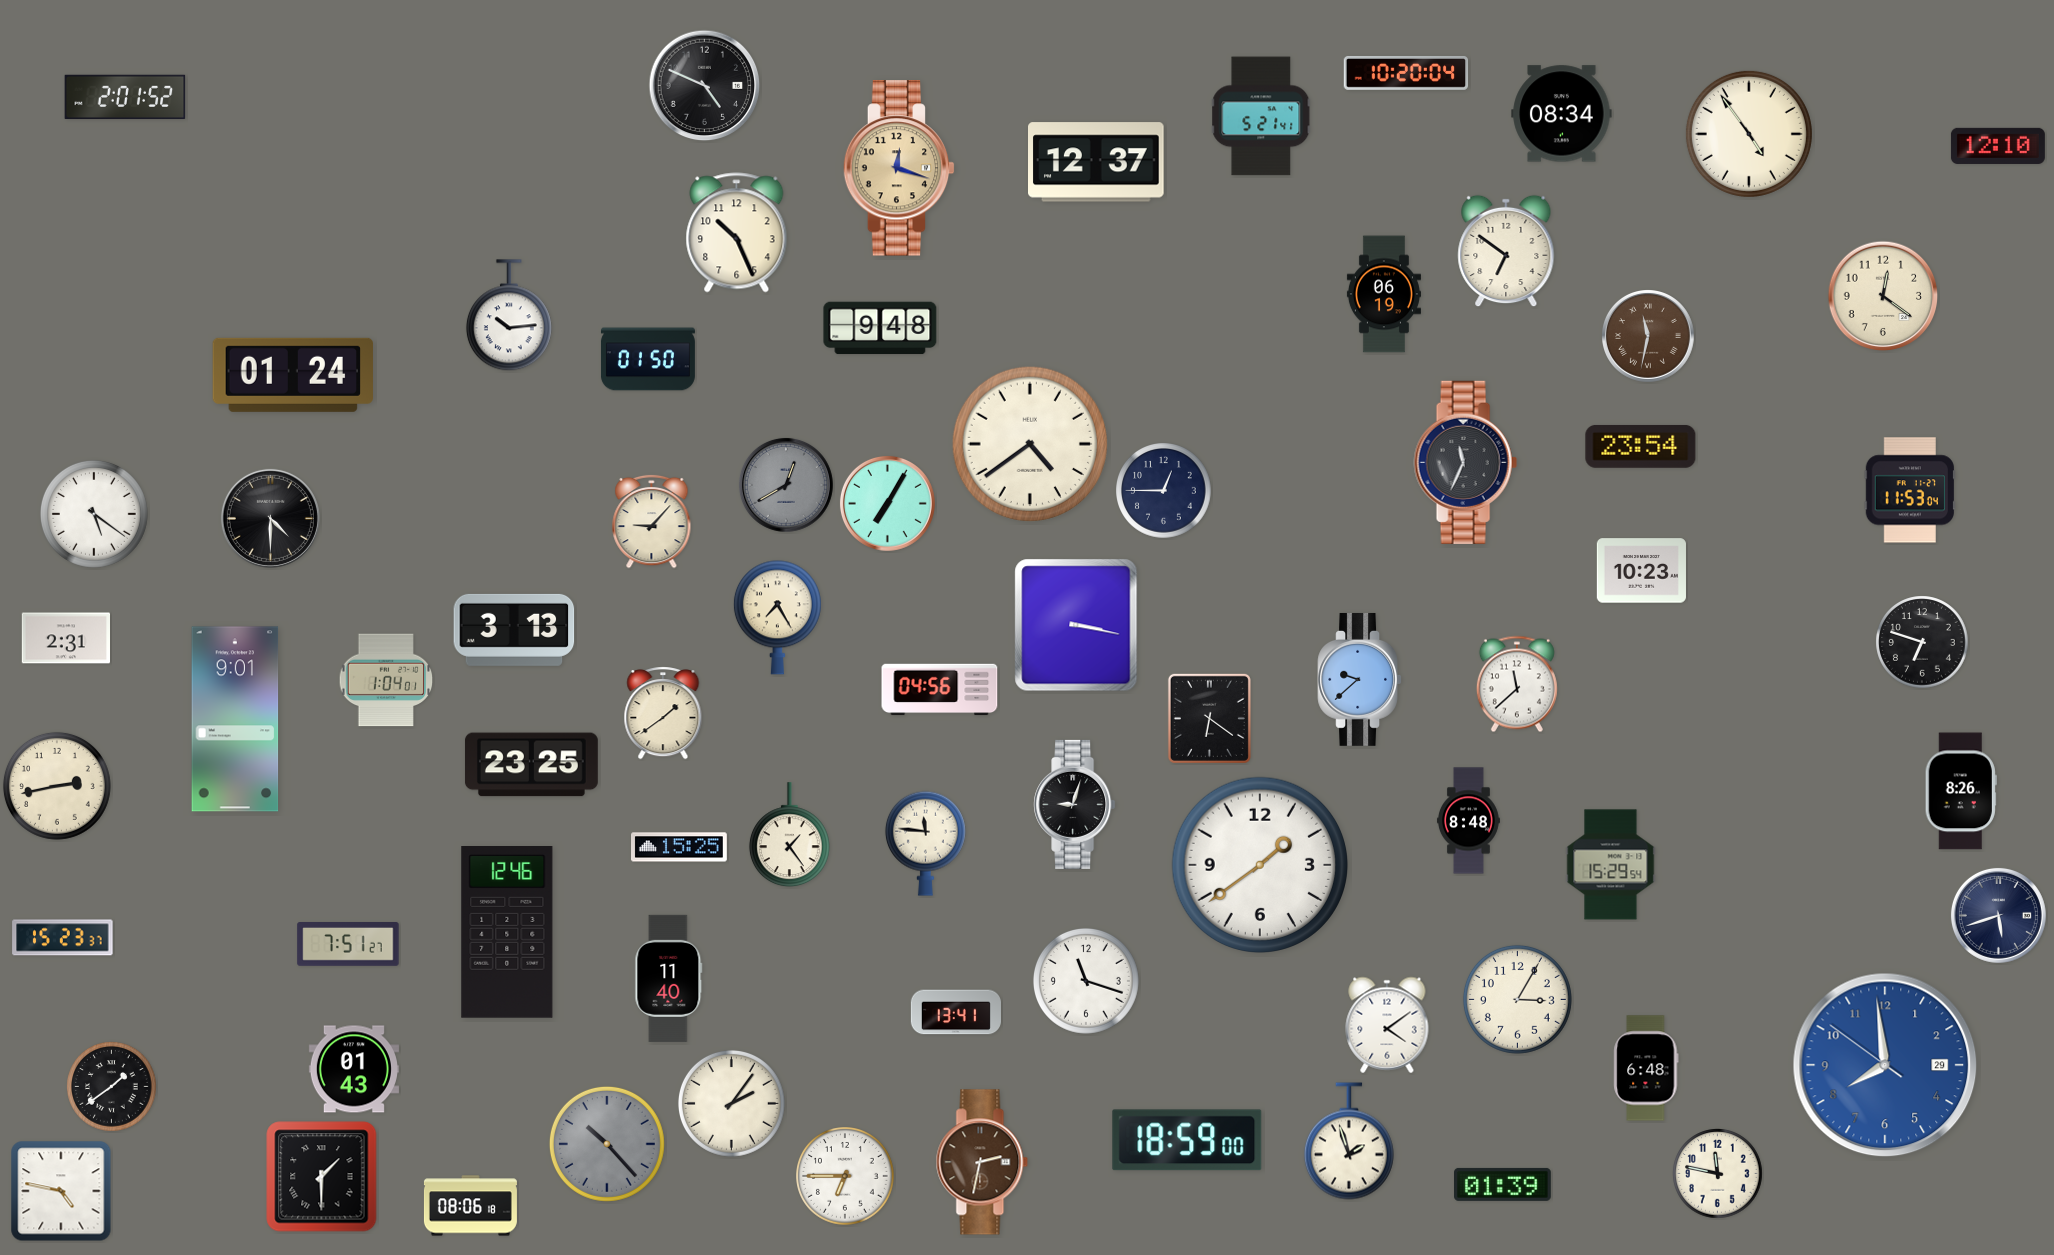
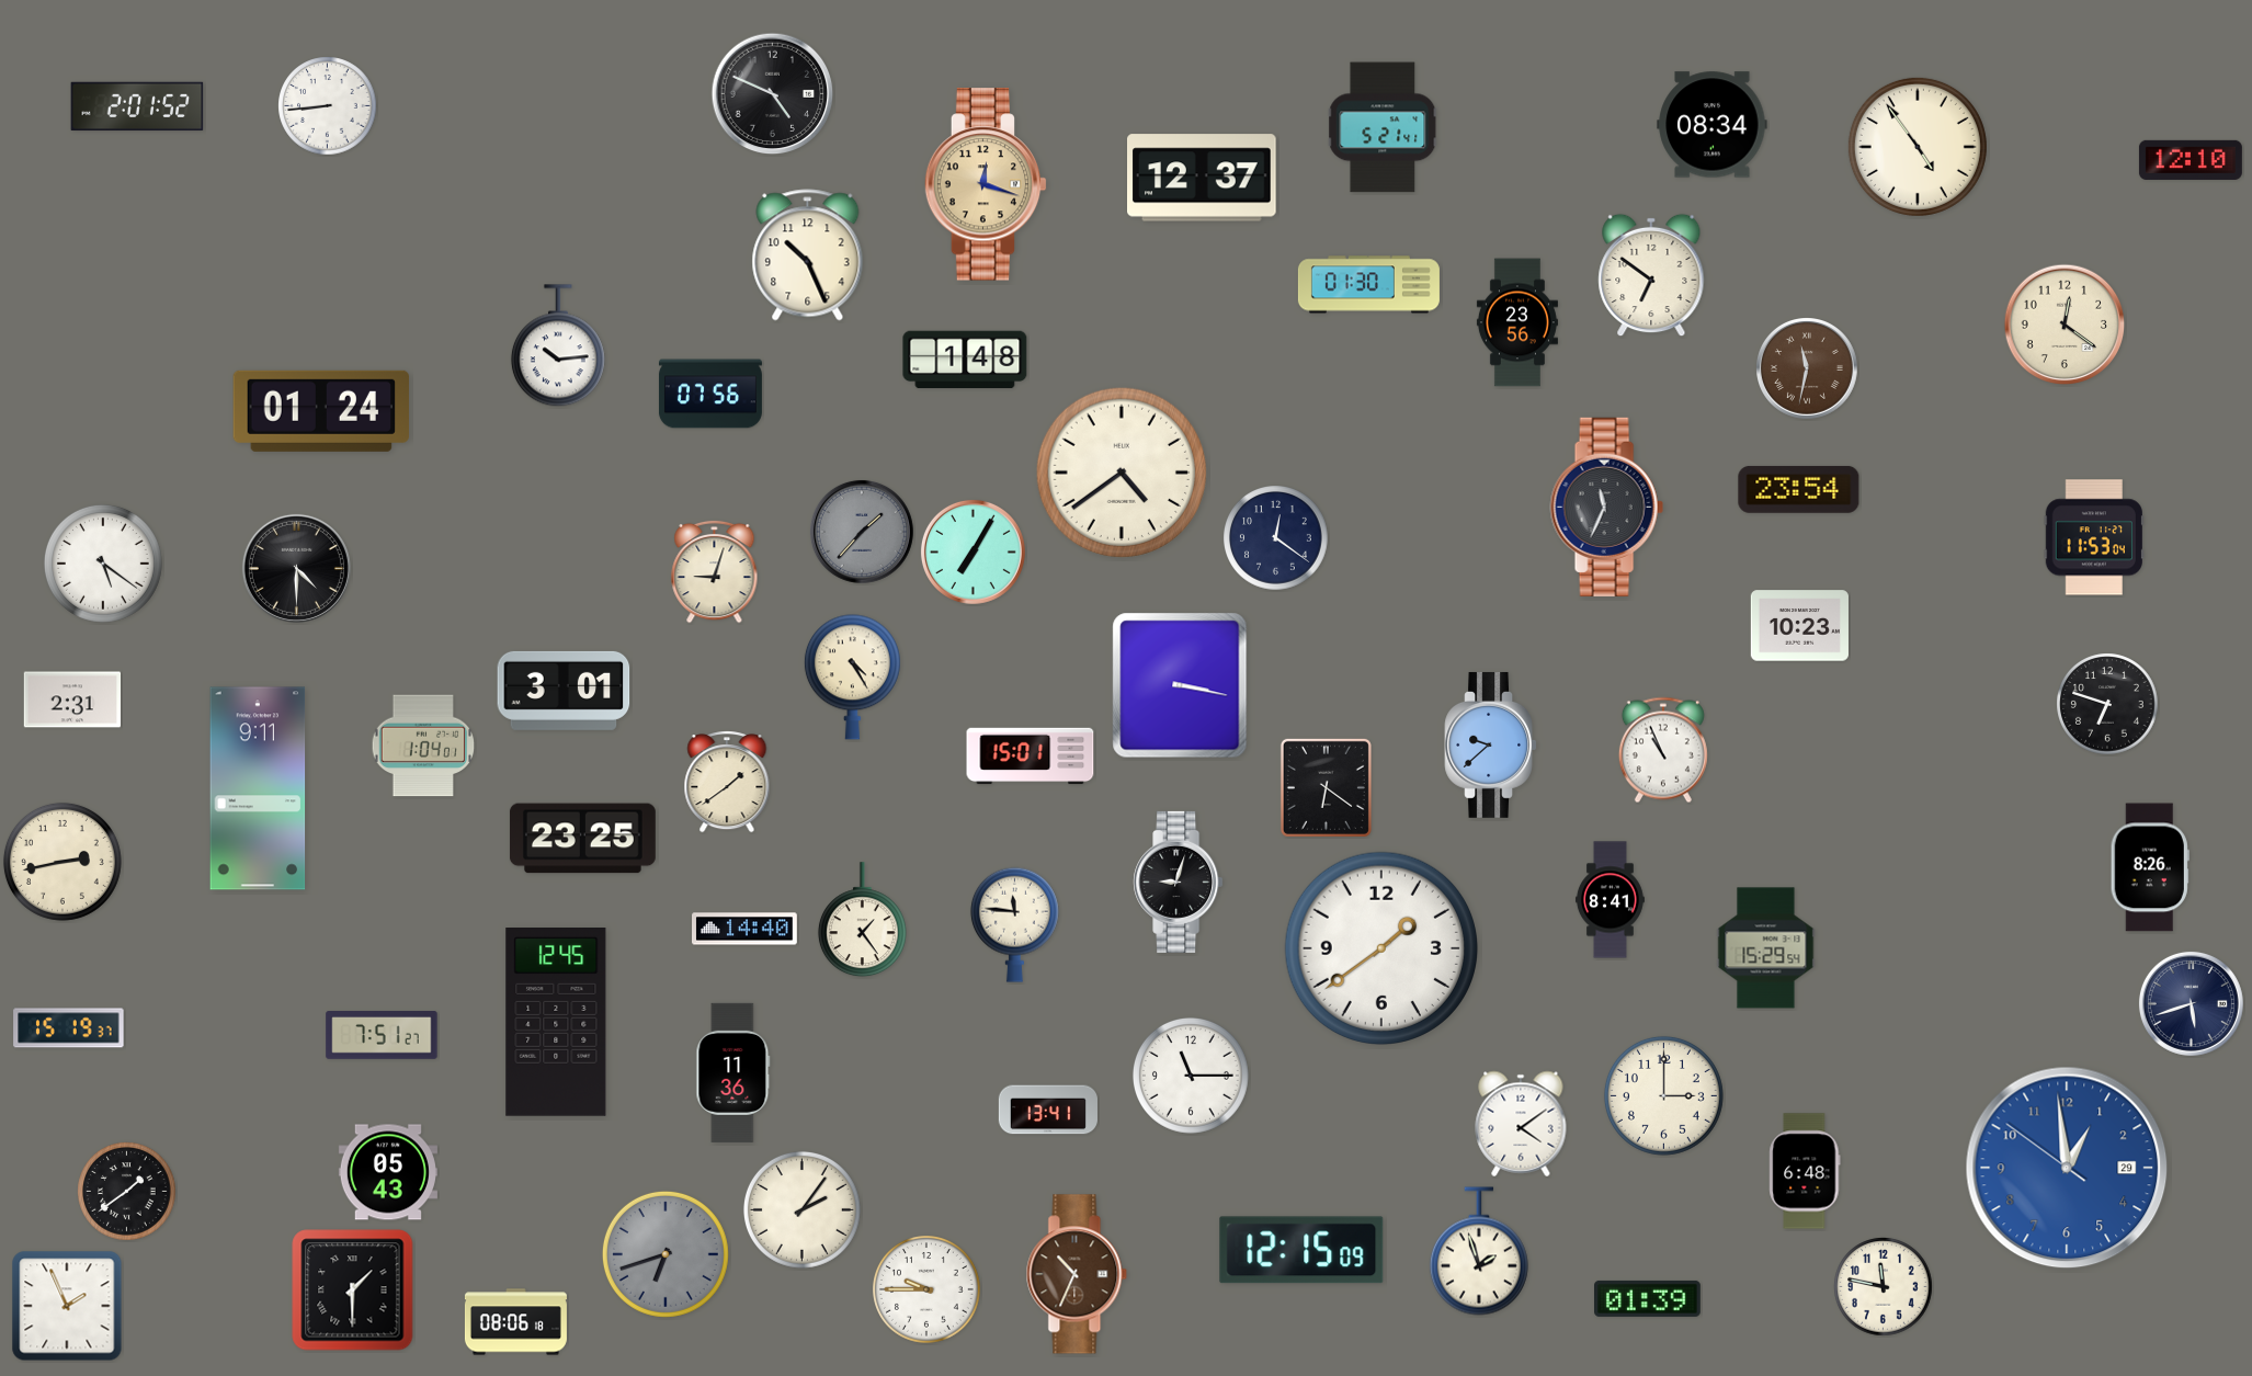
clock at (1406, 73): 10:20 -> none
clock at (328, 106): none -> 8:44
clock at (1368, 285): none -> 01:30
clock at (1384, 294): 06:19 -> 23:56
clock at (880, 328): 9:48 -> 1:48
clock at (648, 359): 01:50 -> 07:56
clock at (1030, 444) position: (1030, 444) -> (1122, 473)
clock at (786, 485): 12:40 -> 1:37
clock at (1164, 491): 12:45 -> 12:21
clock at (652, 521): 9:07 -> 9:03
clock at (777, 618): 7:25 -> 4:25
clock at (514, 630): 3:13 -> 3:01
clock at (1517, 684): 11:38 -> 10:56
clock at (940, 690): 04:56 -> 15:01
clock at (235, 719): 9:01 -> 9:11
clock at (1468, 821): 8:48 -> 8:41
clock at (789, 835) position: (789, 835) -> (862, 920)
clock at (680, 847): 15:25 -> 14:40
clock at (507, 933): 12:46 -> 12:45
clock at (63, 938): 15:23 -> 15:19
clock at (669, 978): 11:40 -> 11:36
clock at (1086, 981): 11:18 -> 11:15
clock at (1517, 999): 3:05 -> 3:00
clock at (1885, 1065): 7:58 -> 12:58
clock at (354, 1069): 01:43 -> 05:43
clock at (112, 1087) position: (112, 1087) -> (127, 1192)
clock at (1187, 1140): 18:59 -> 12:15
clock at (607, 1144): 10:23 -> 6:42
clock at (982, 1162): 2:32 -> 10:34
clock at (846, 1177): 6:45 -> 9:45
clock at (61, 1191): 4:47 -> 1:56
